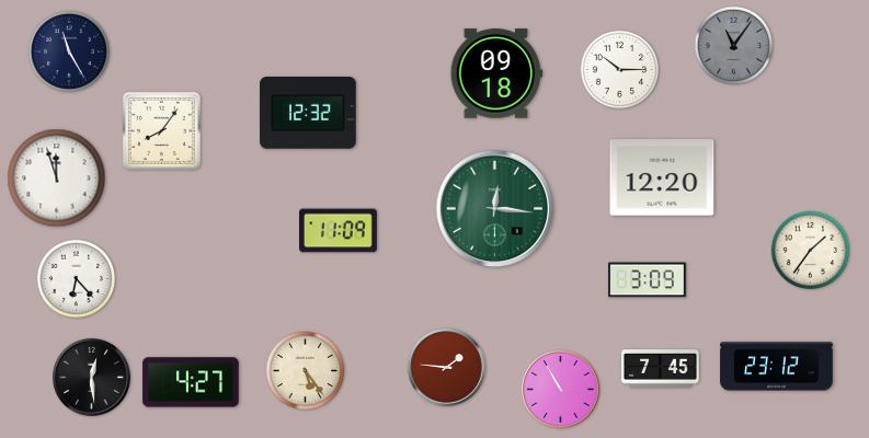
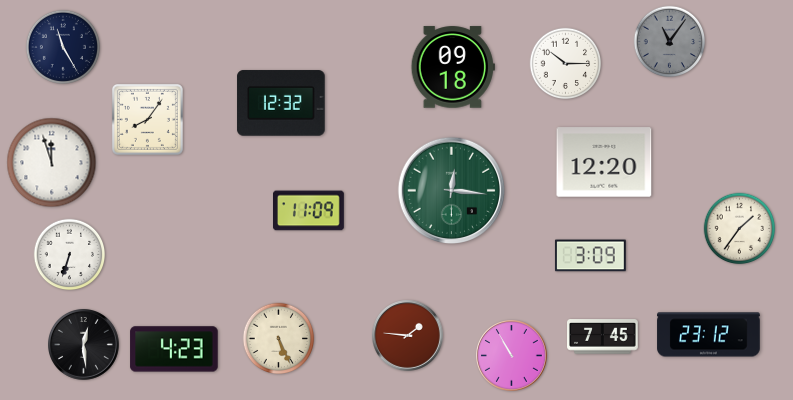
clock at (77, 279): 6:23 -> 6:33
clock at (306, 371): 5:24 -> 5:26
clock at (191, 382): 4:27 -> 4:23
